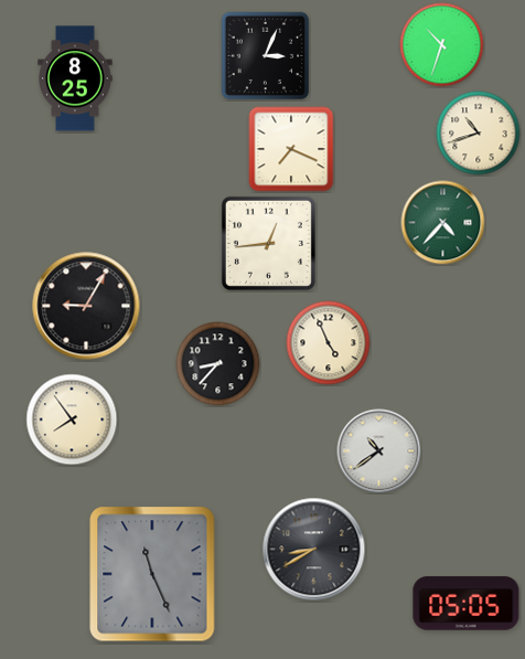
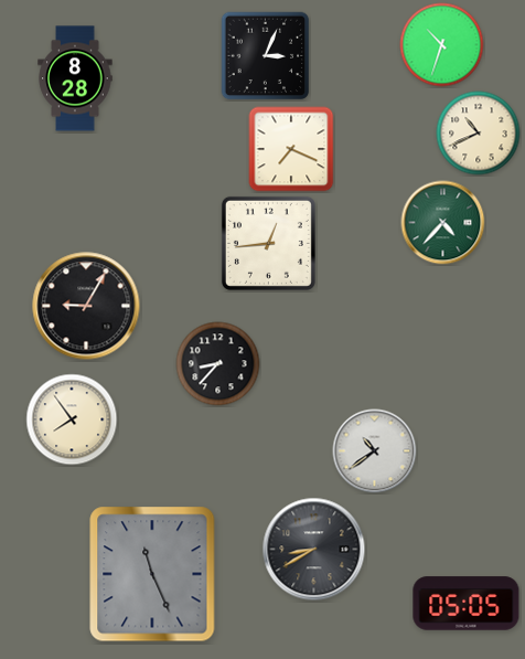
clock at (75, 78): 8:25 -> 8:28
clock at (479, 134): 10:42 -> 10:41
clock at (329, 343): 4:56 -> none
clock at (379, 451) position: (379, 451) -> (375, 451)
